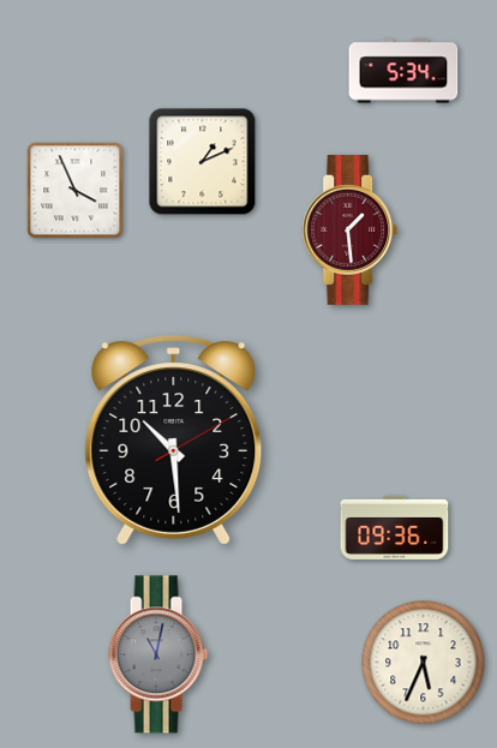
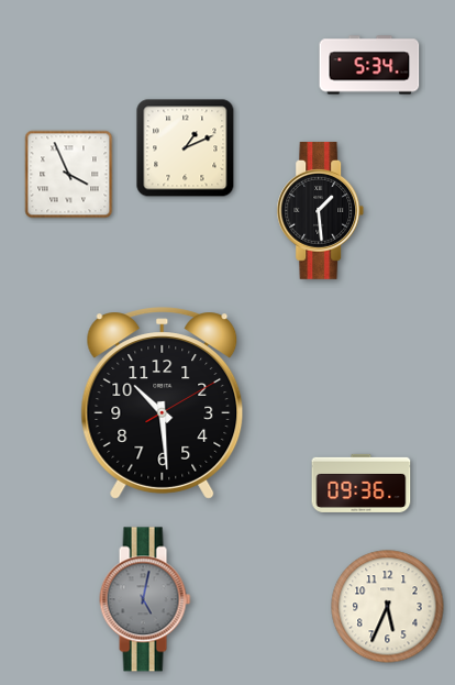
clock at (351, 229) dial: burgundy -> black
clock at (174, 441) position: (174, 441) -> (163, 404)
clock at (158, 654): 11:02 -> 5:02
